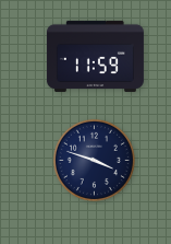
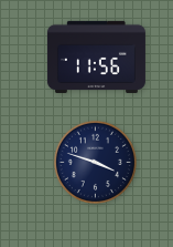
clock at (95, 56): 11:59 -> 11:56
